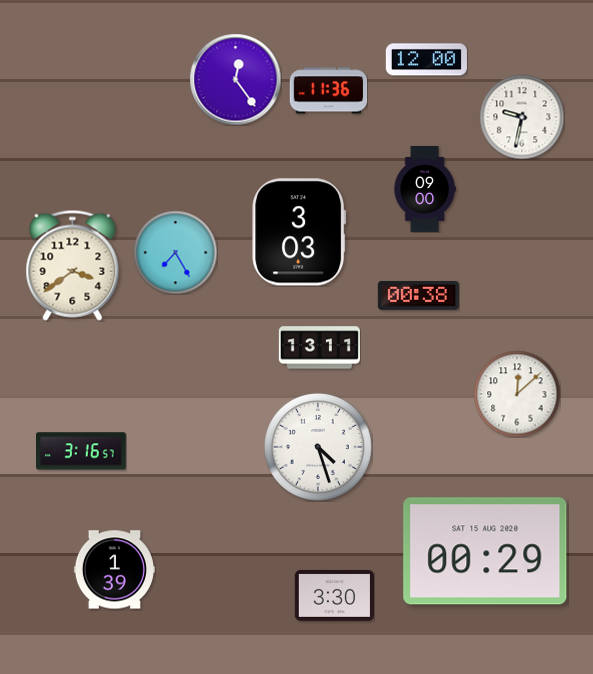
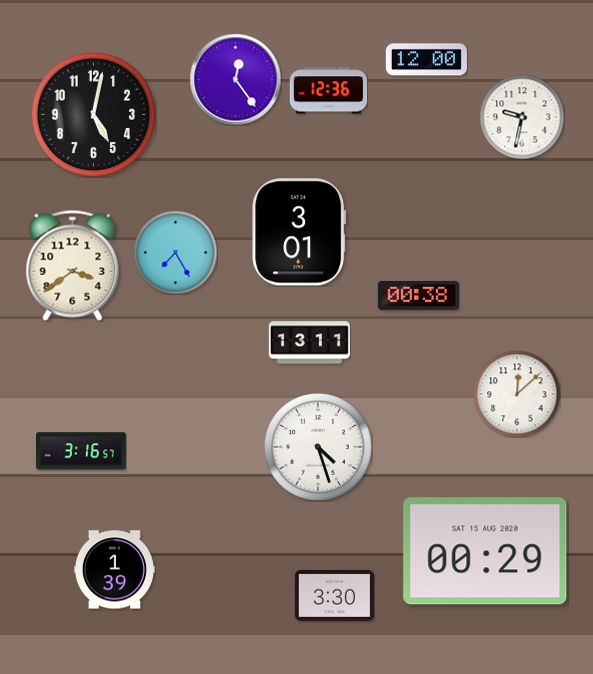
clock at (328, 91): 11:36 -> 12:36
clock at (93, 114): none -> 5:02
clock at (425, 189): 09:00 -> none
clock at (299, 232): 3:03 -> 3:01
clock at (319, 348) position: (319, 348) -> (309, 343)
